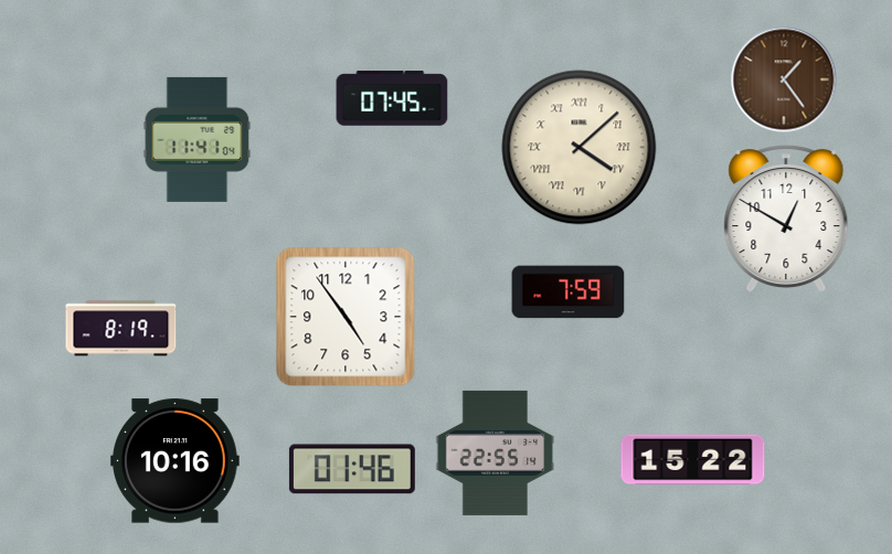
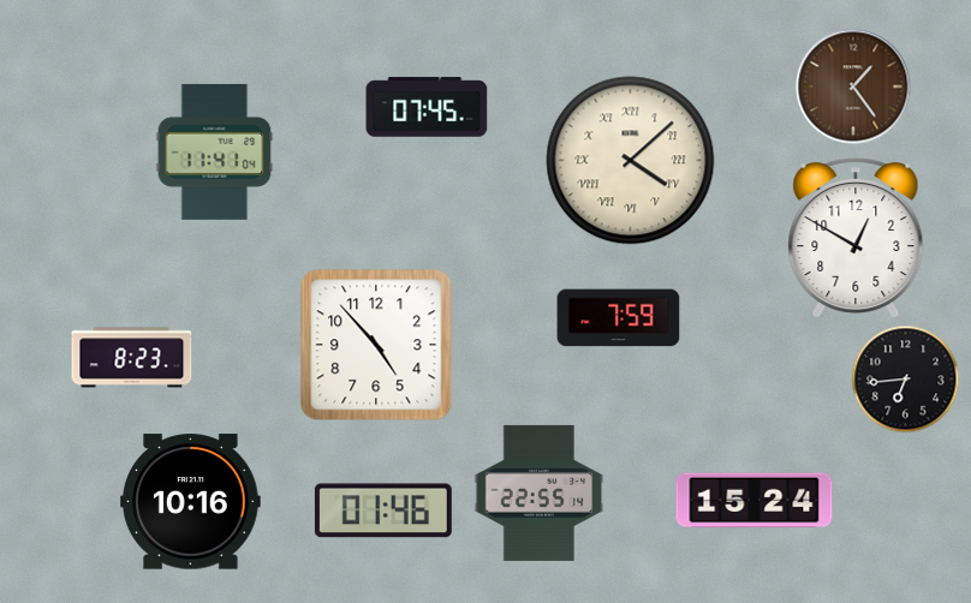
clock at (346, 317): 4:54 -> 4:53
clock at (121, 329): 8:19 -> 8:23
clock at (906, 380): none -> 6:44
clock at (693, 460): 15:22 -> 15:24
